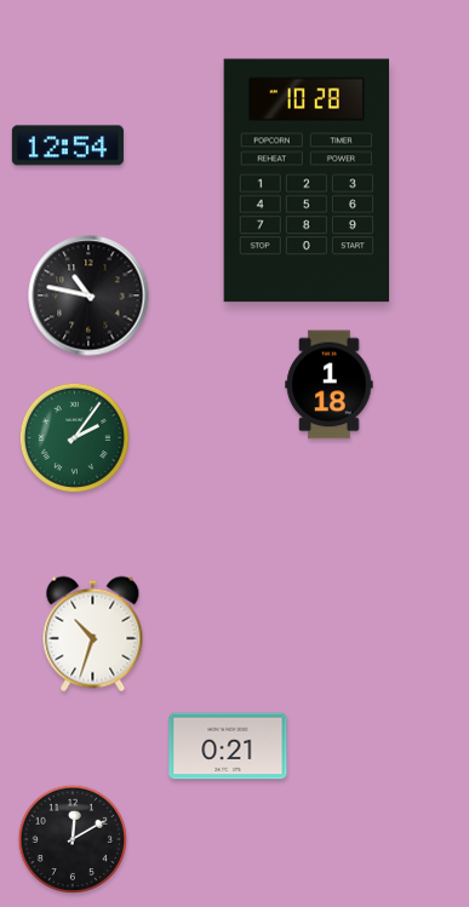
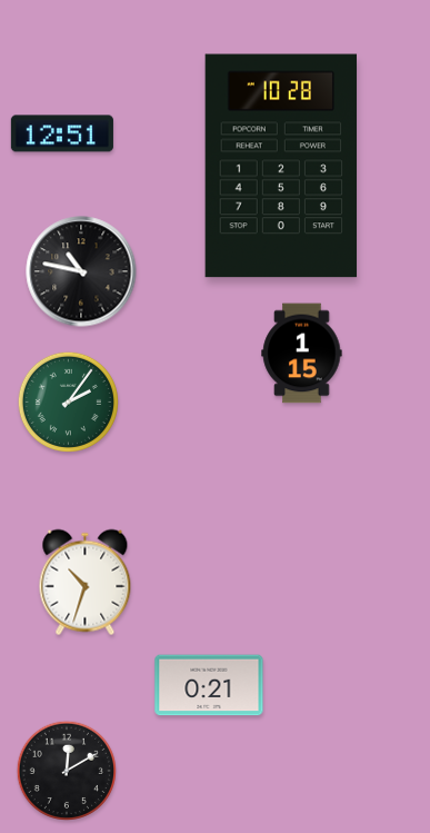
clock at (68, 145): 12:54 -> 12:51
clock at (330, 385): 1:18 -> 1:15
